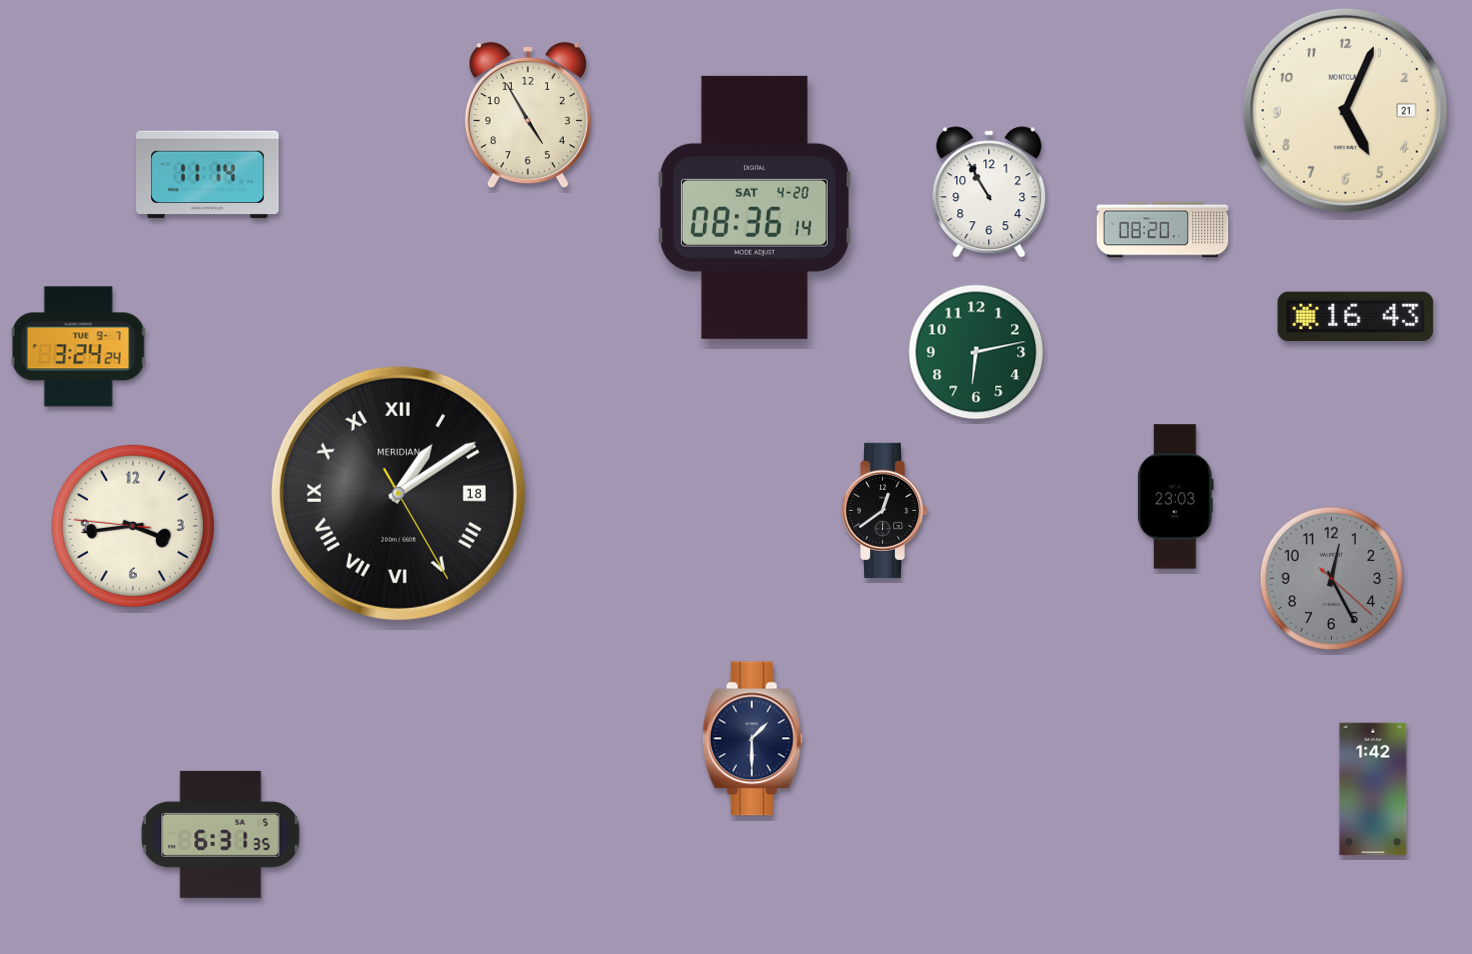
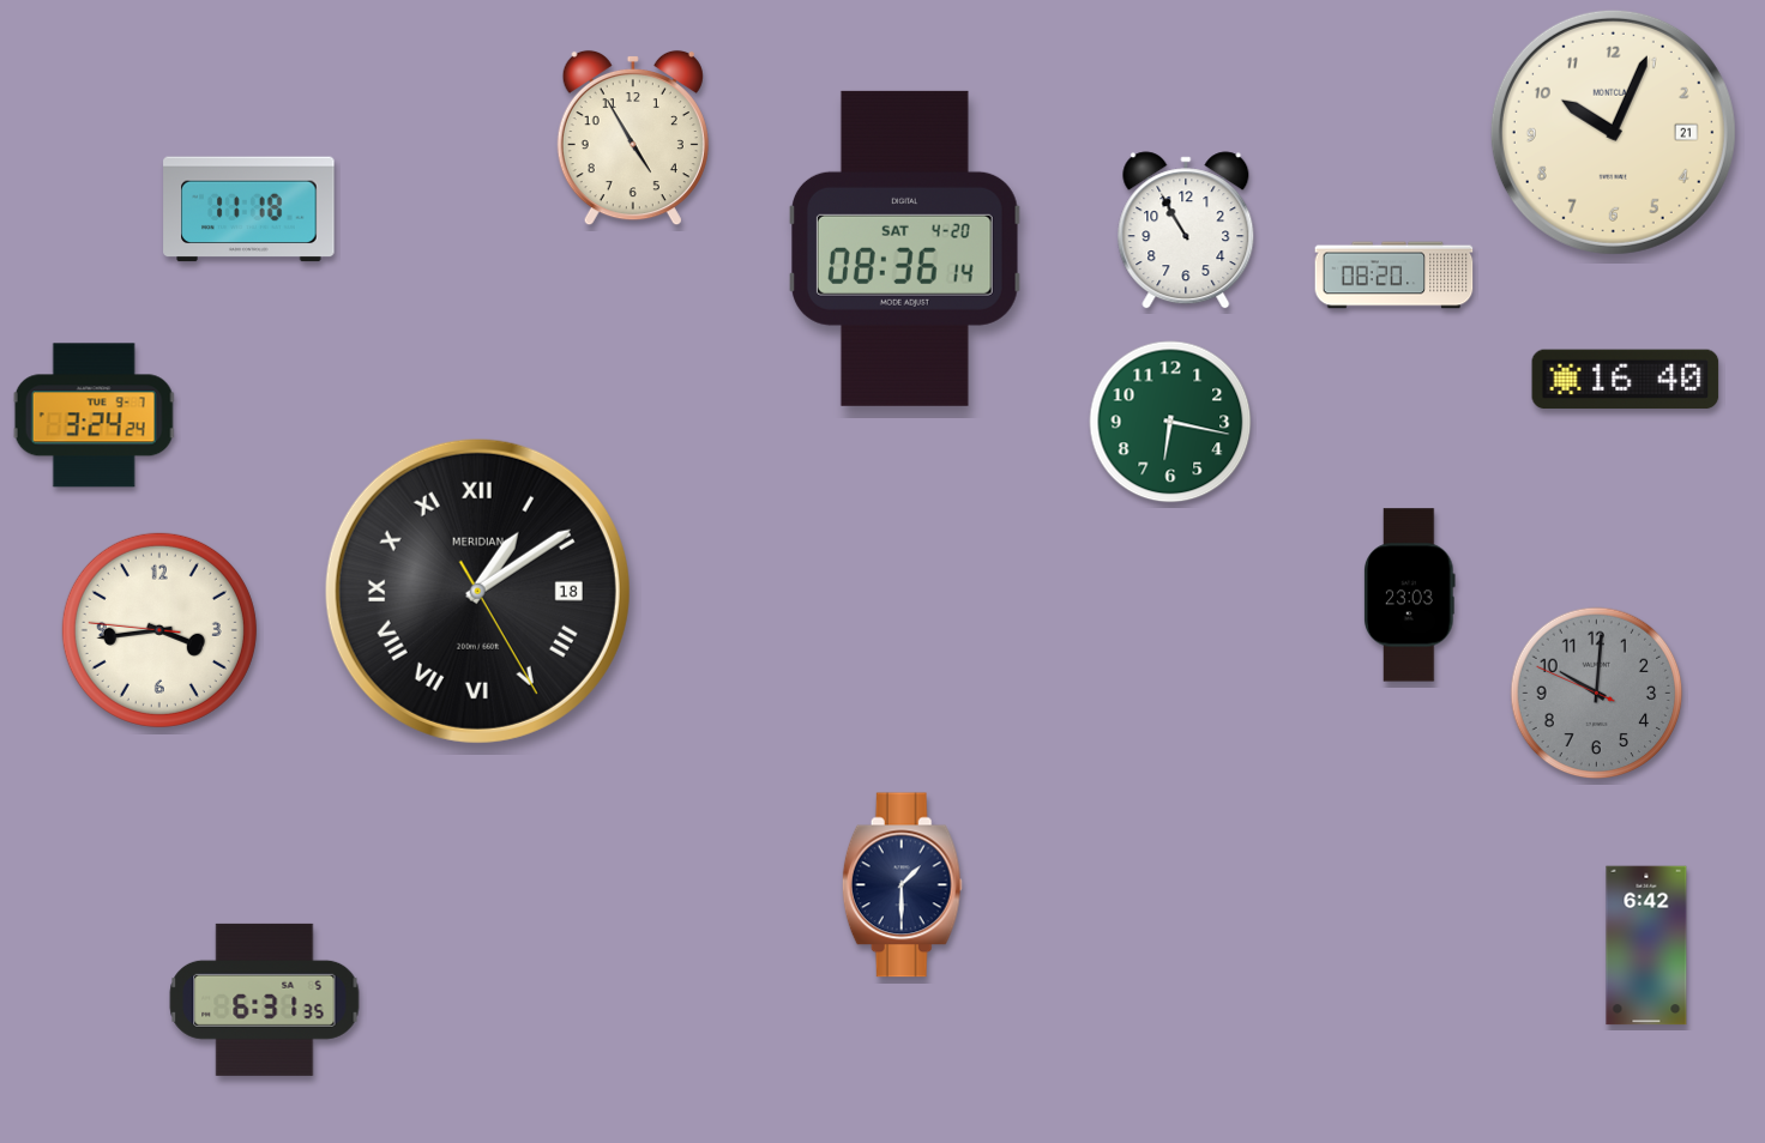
clock at (1345, 110): 5:04 -> 10:04
clock at (208, 175): 11:14 -> 11:18
clock at (1356, 317): 16:43 -> 16:40
clock at (976, 352): 6:13 -> 6:17
clock at (884, 510): 12:39 -> none
clock at (1332, 579): 12:25 -> 10:00
clock at (1373, 789): 1:42 -> 6:42
